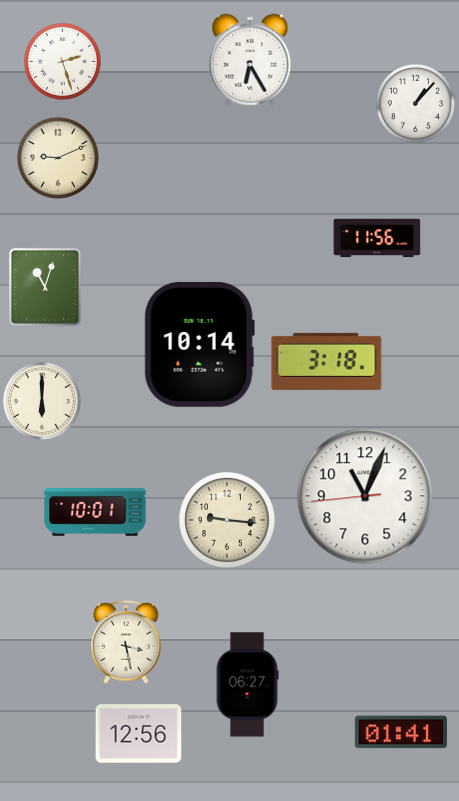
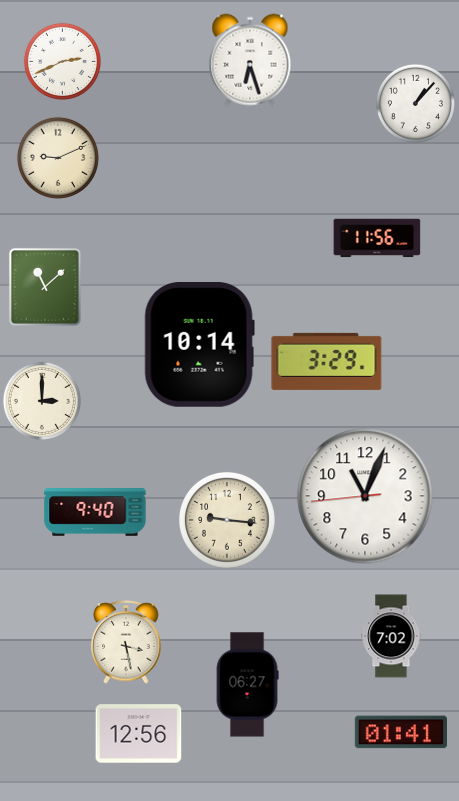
clock at (62, 61): 2:27 -> 2:41
clock at (250, 61): 6:25 -> 6:27
clock at (45, 287): 11:03 -> 11:08
clock at (327, 361): 3:18 -> 3:29
clock at (42, 401): 6:00 -> 3:00
clock at (95, 512): 10:01 -> 9:40
clock at (391, 636): none -> 7:02
